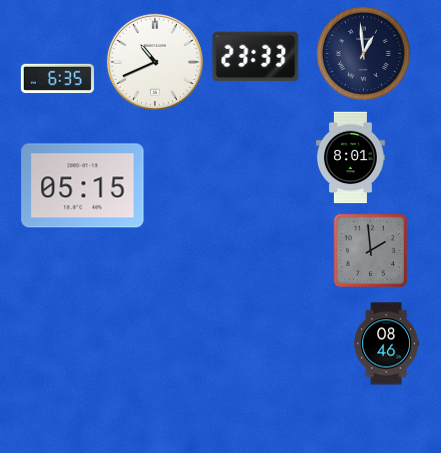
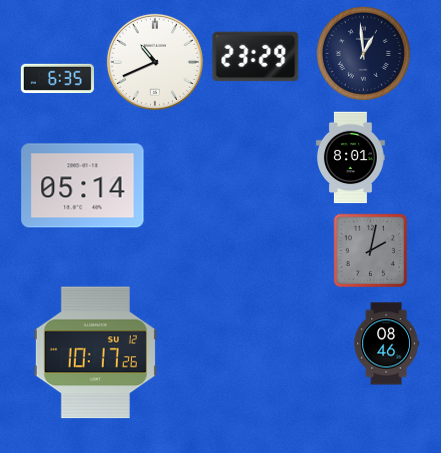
clock at (256, 57): 23:33 -> 23:29
clock at (83, 186): 05:15 -> 05:14
clock at (371, 251): 1:59 -> 2:02
clock at (95, 353): none -> 10:17
